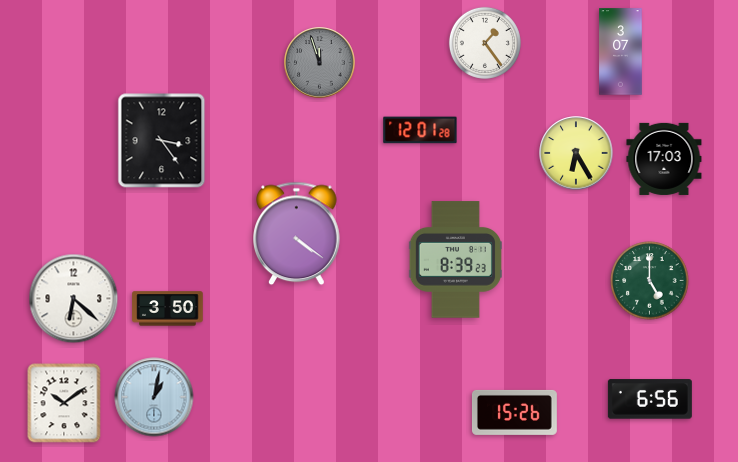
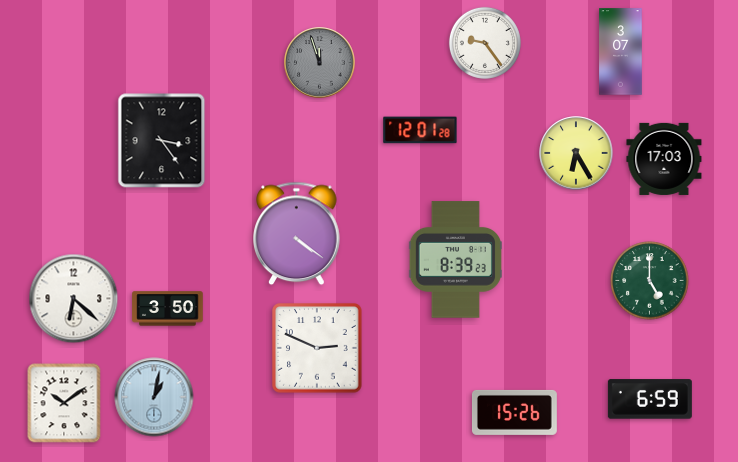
clock at (485, 43): 1:24 -> 9:24
clock at (317, 348): none -> 2:49
clock at (650, 399): 6:56 -> 6:59
